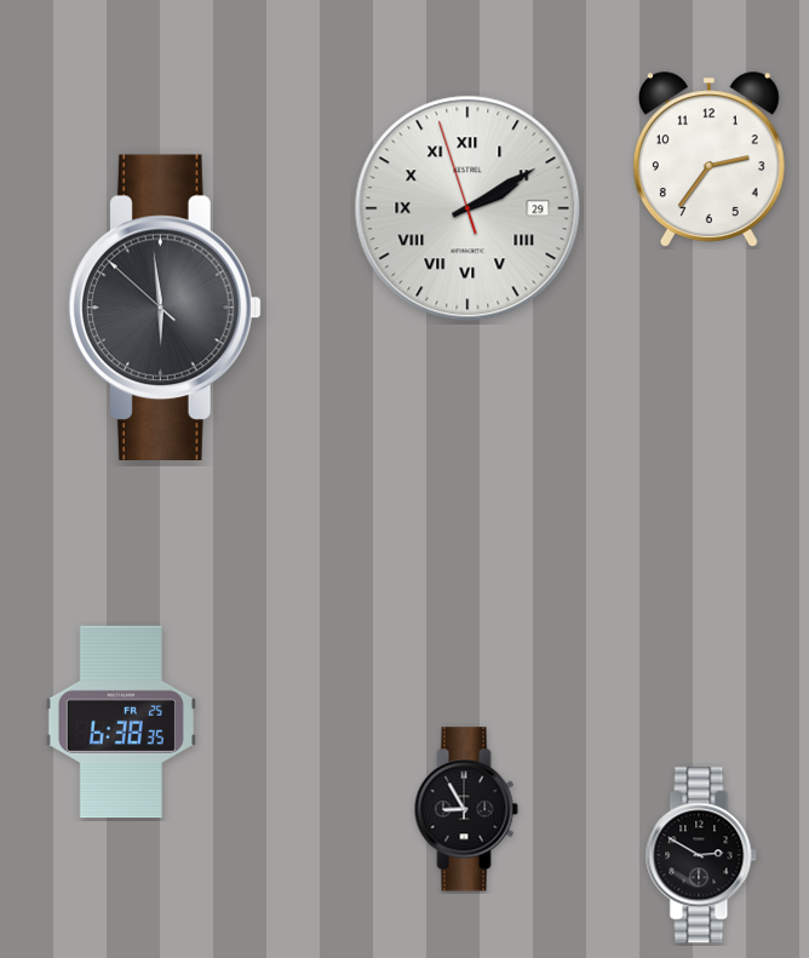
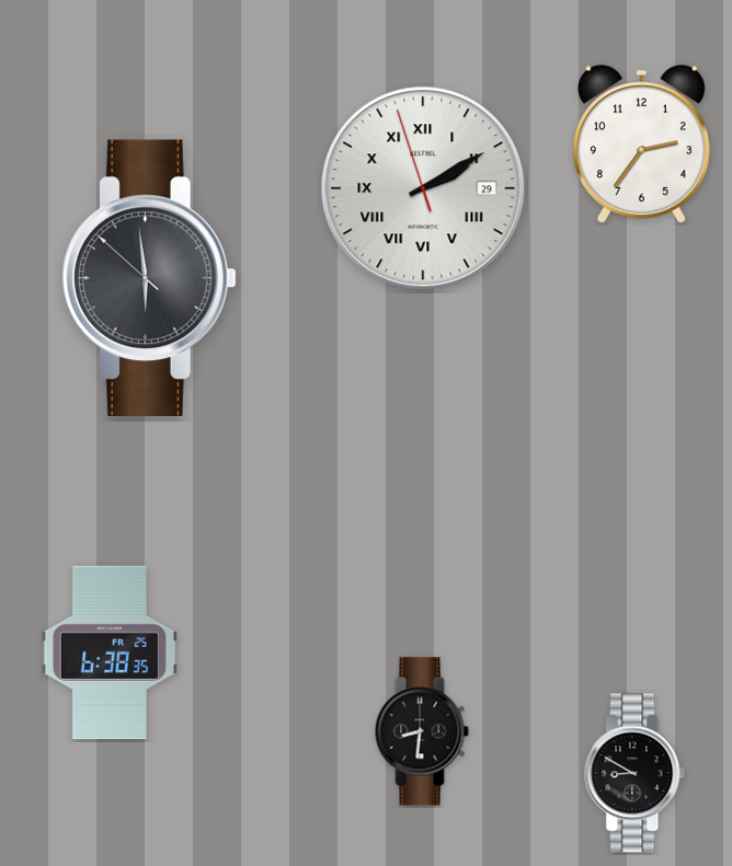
clock at (466, 809): 8:55 -> 8:31
clock at (701, 855): 2:50 -> 8:50
